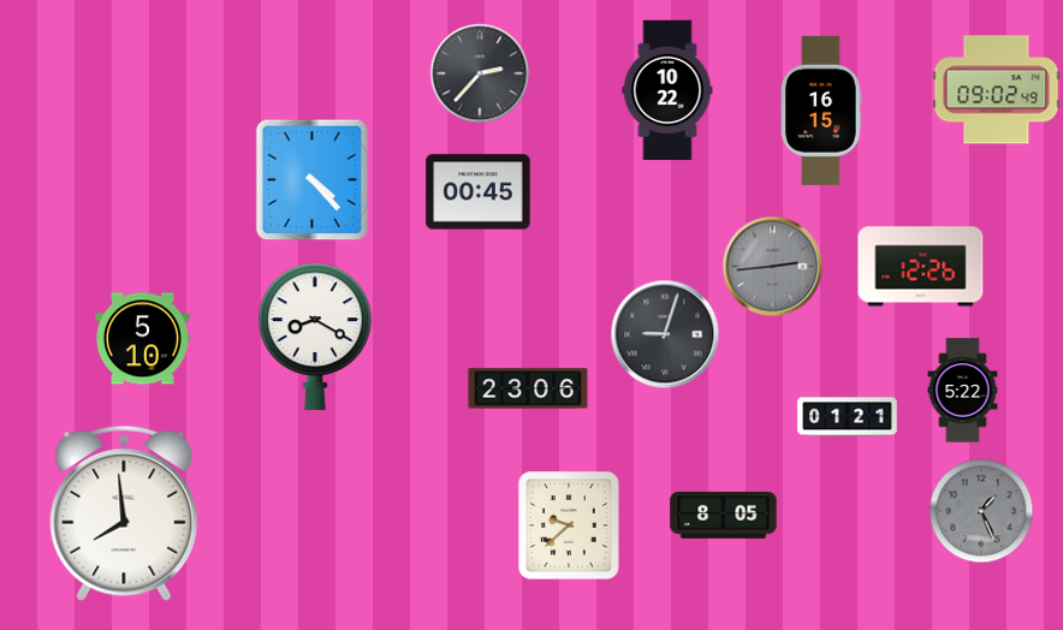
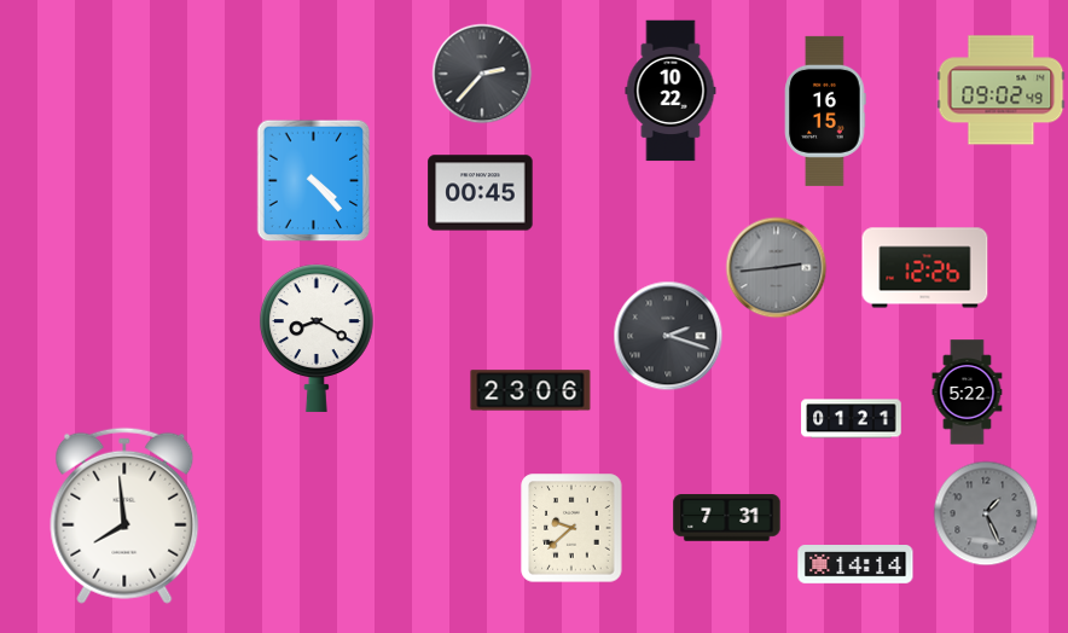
clock at (665, 334): 9:03 -> 2:18
clock at (143, 339): 5:10 -> none
clock at (724, 516): 8:05 -> 7:31
clock at (855, 565): none -> 14:14
